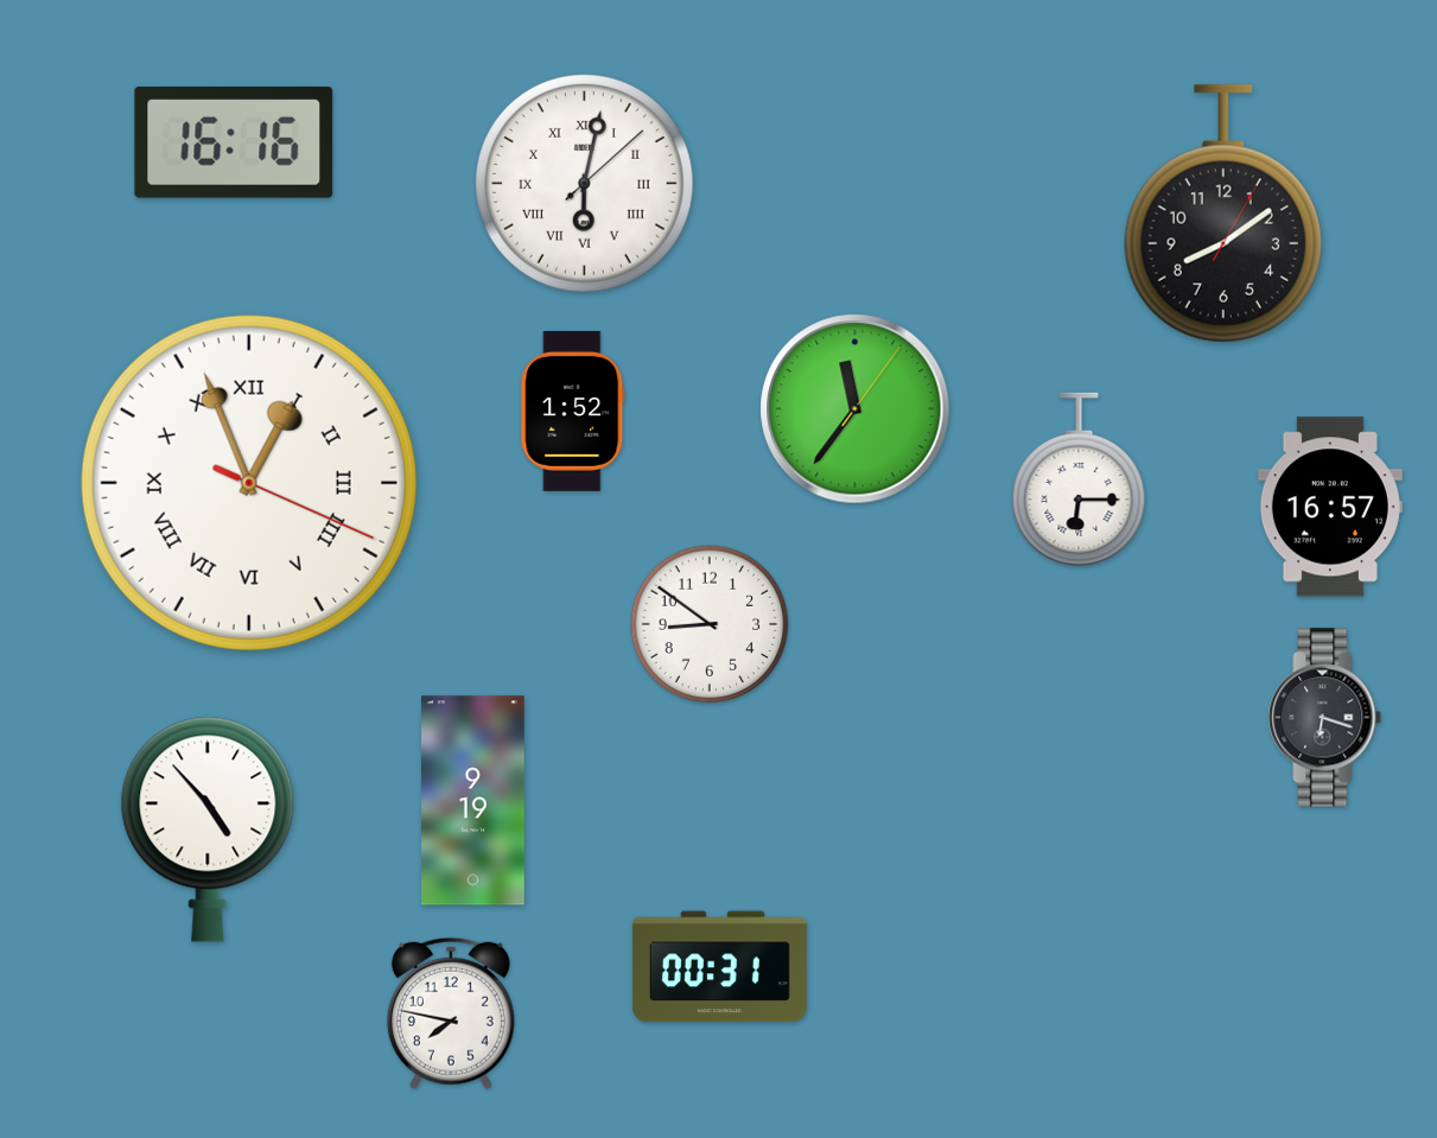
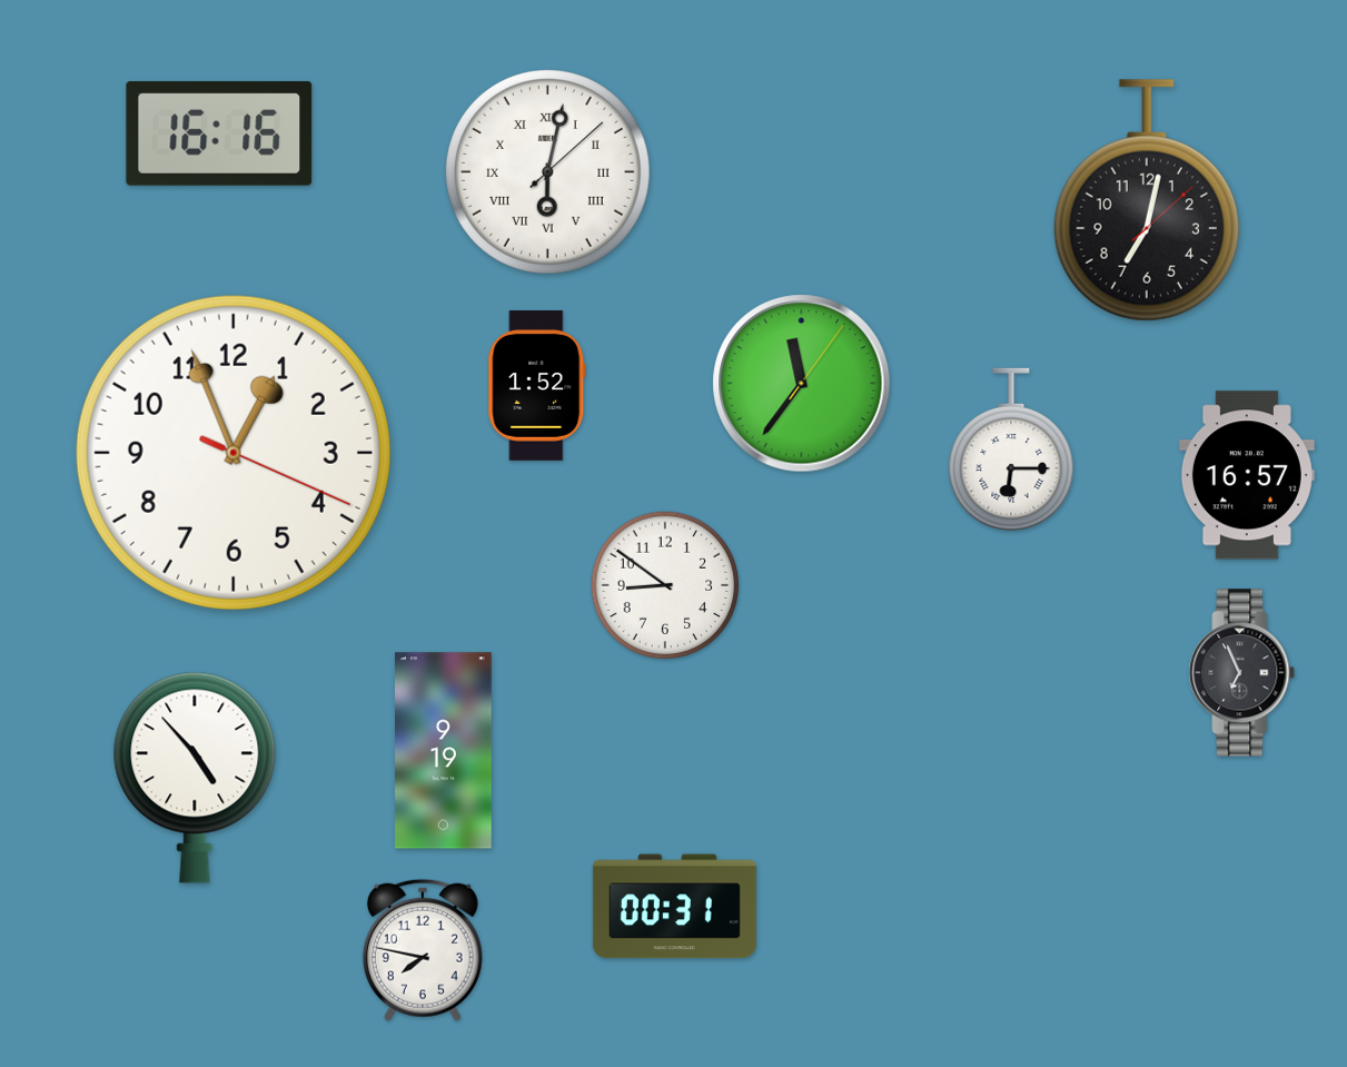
clock at (1223, 214): 8:09 -> 7:02
clock at (249, 483) numerals: Roman -> Arabic
clock at (1325, 718): 6:18 -> 6:56
